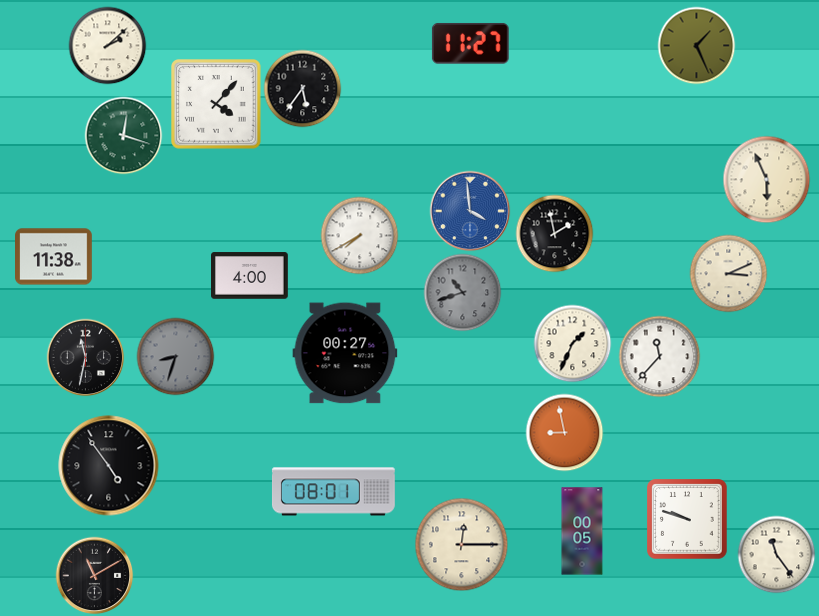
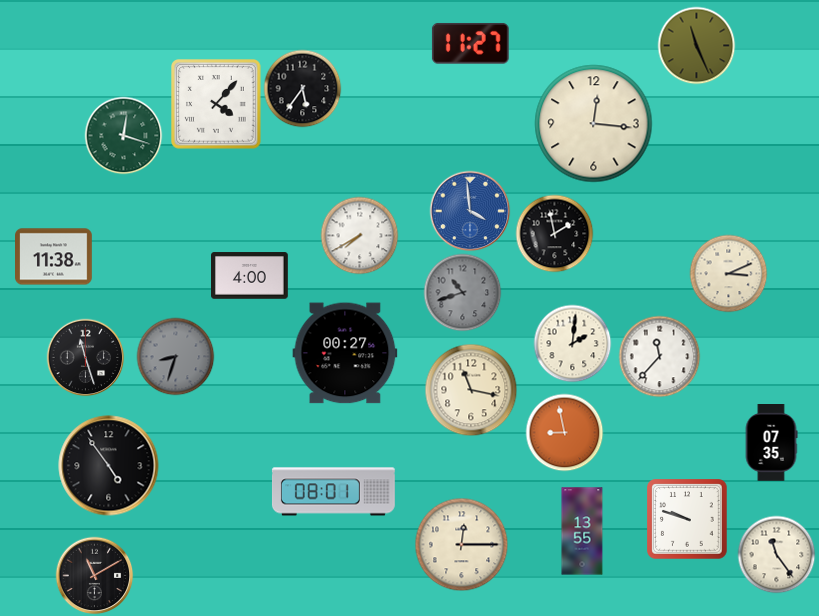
clock at (107, 45): 2:08 -> none
clock at (696, 45): 1:26 -> 11:26
clock at (594, 124): none -> 12:16
clock at (766, 179): 5:56 -> none
clock at (572, 343): 1:34 -> 2:01
clock at (85, 357): 11:32 -> 11:27
clock at (471, 390): none -> 11:17
clock at (771, 443): none -> 07:35
clock at (582, 531): 00:05 -> 13:55
